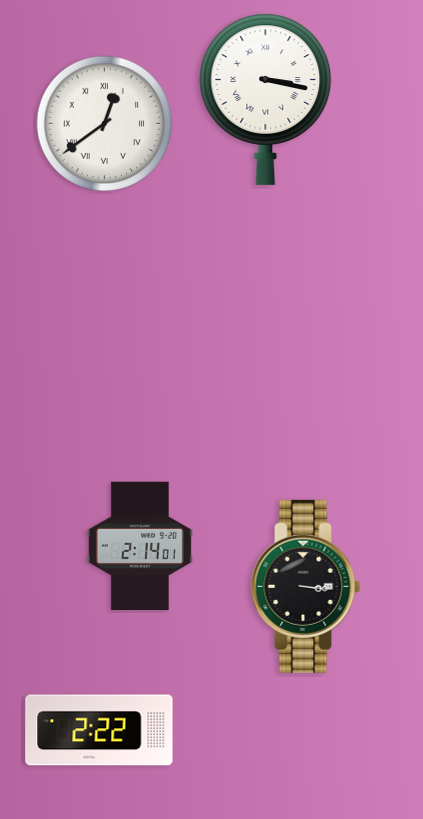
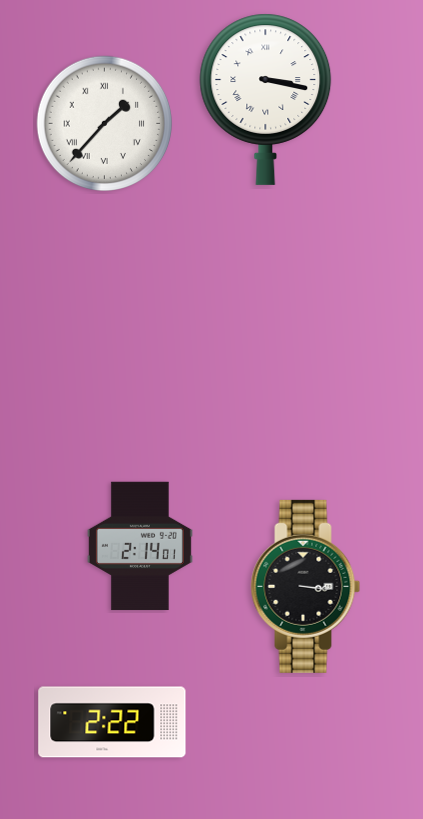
clock at (105, 124): 12:39 -> 1:37
clock at (99, 730) position: (99, 730) -> (112, 722)
